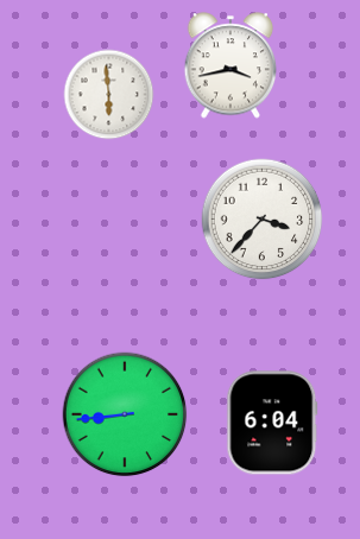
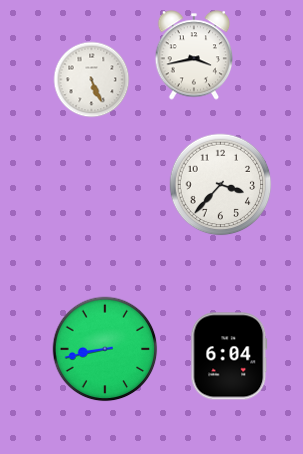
clock at (109, 95): 5:59 -> 5:26
clock at (125, 414): 8:44 -> 8:43
